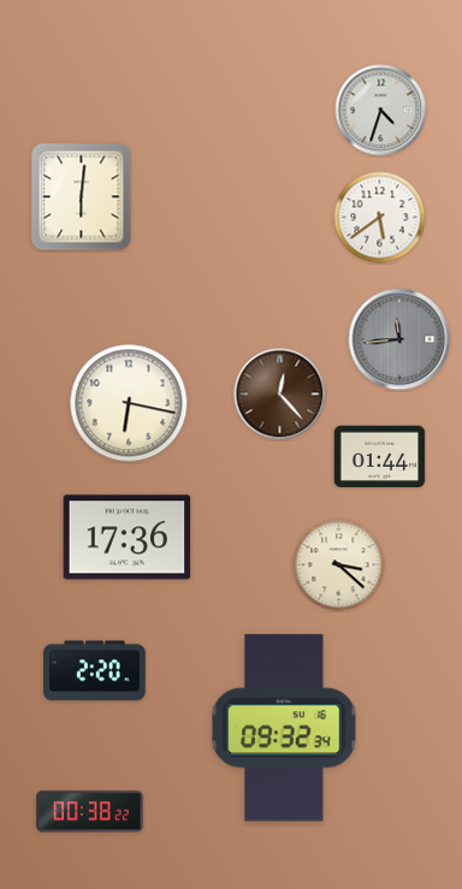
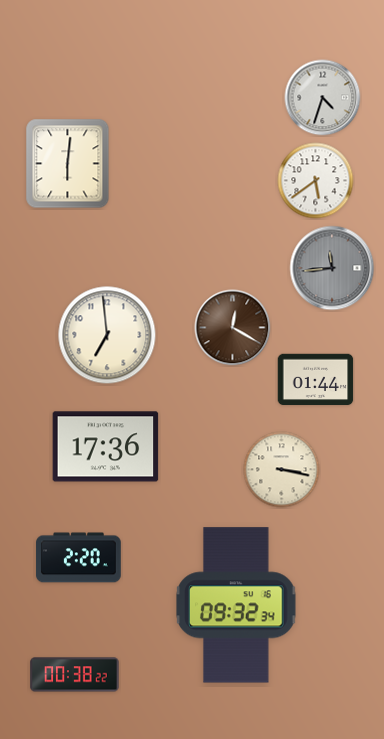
clock at (381, 111) position: (381, 111) -> (323, 98)
clock at (399, 339) position: (399, 339) -> (332, 268)
clock at (280, 395): 12:23 -> 12:20
clock at (129, 403): 6:17 -> 6:59
clock at (339, 565): 3:22 -> 3:17
